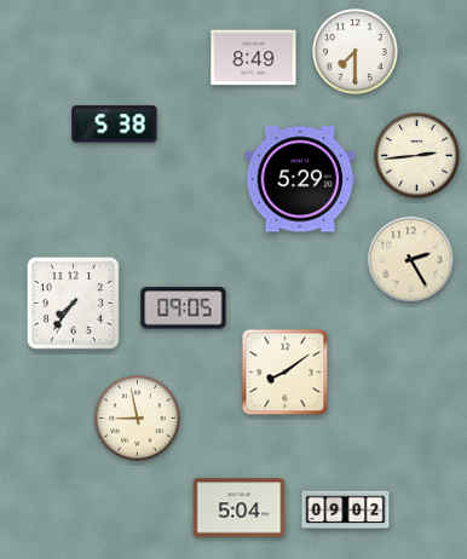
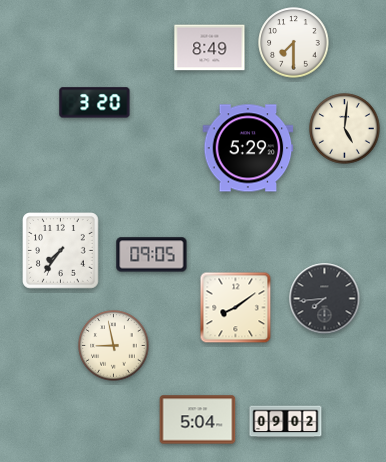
clock at (115, 125): 5:38 -> 3:20
clock at (417, 156): 2:44 -> 5:01
clock at (411, 260): 2:25 -> none
clock at (325, 299): none -> 7:44
